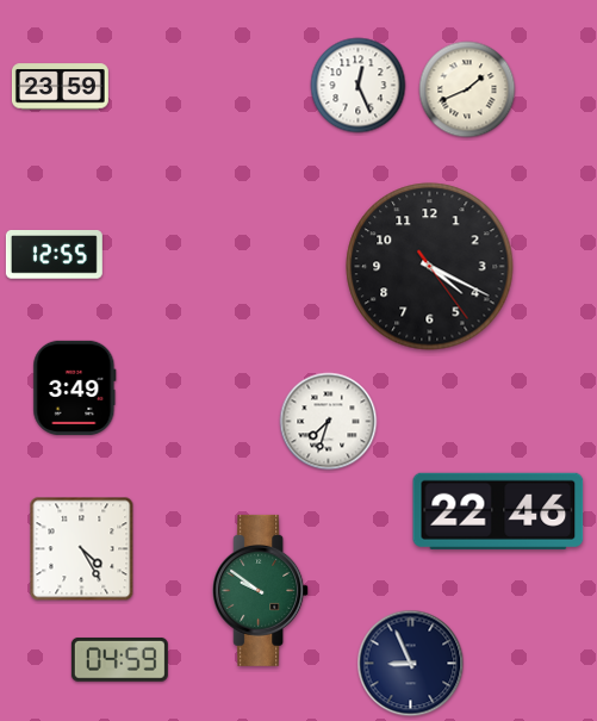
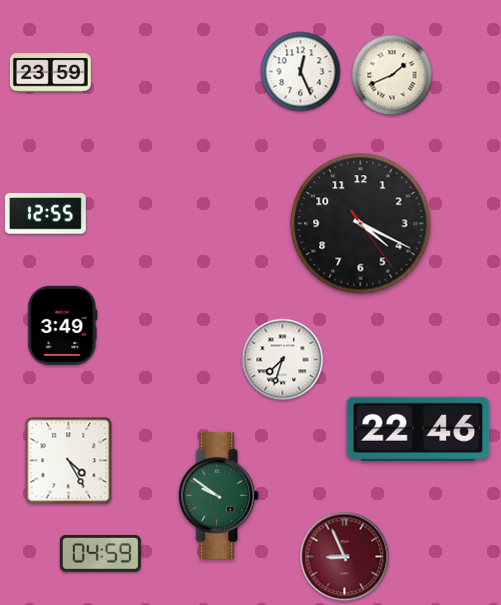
clock at (329, 422) position: (329, 422) -> (283, 360)
clock at (411, 664) dial: navy -> burgundy
